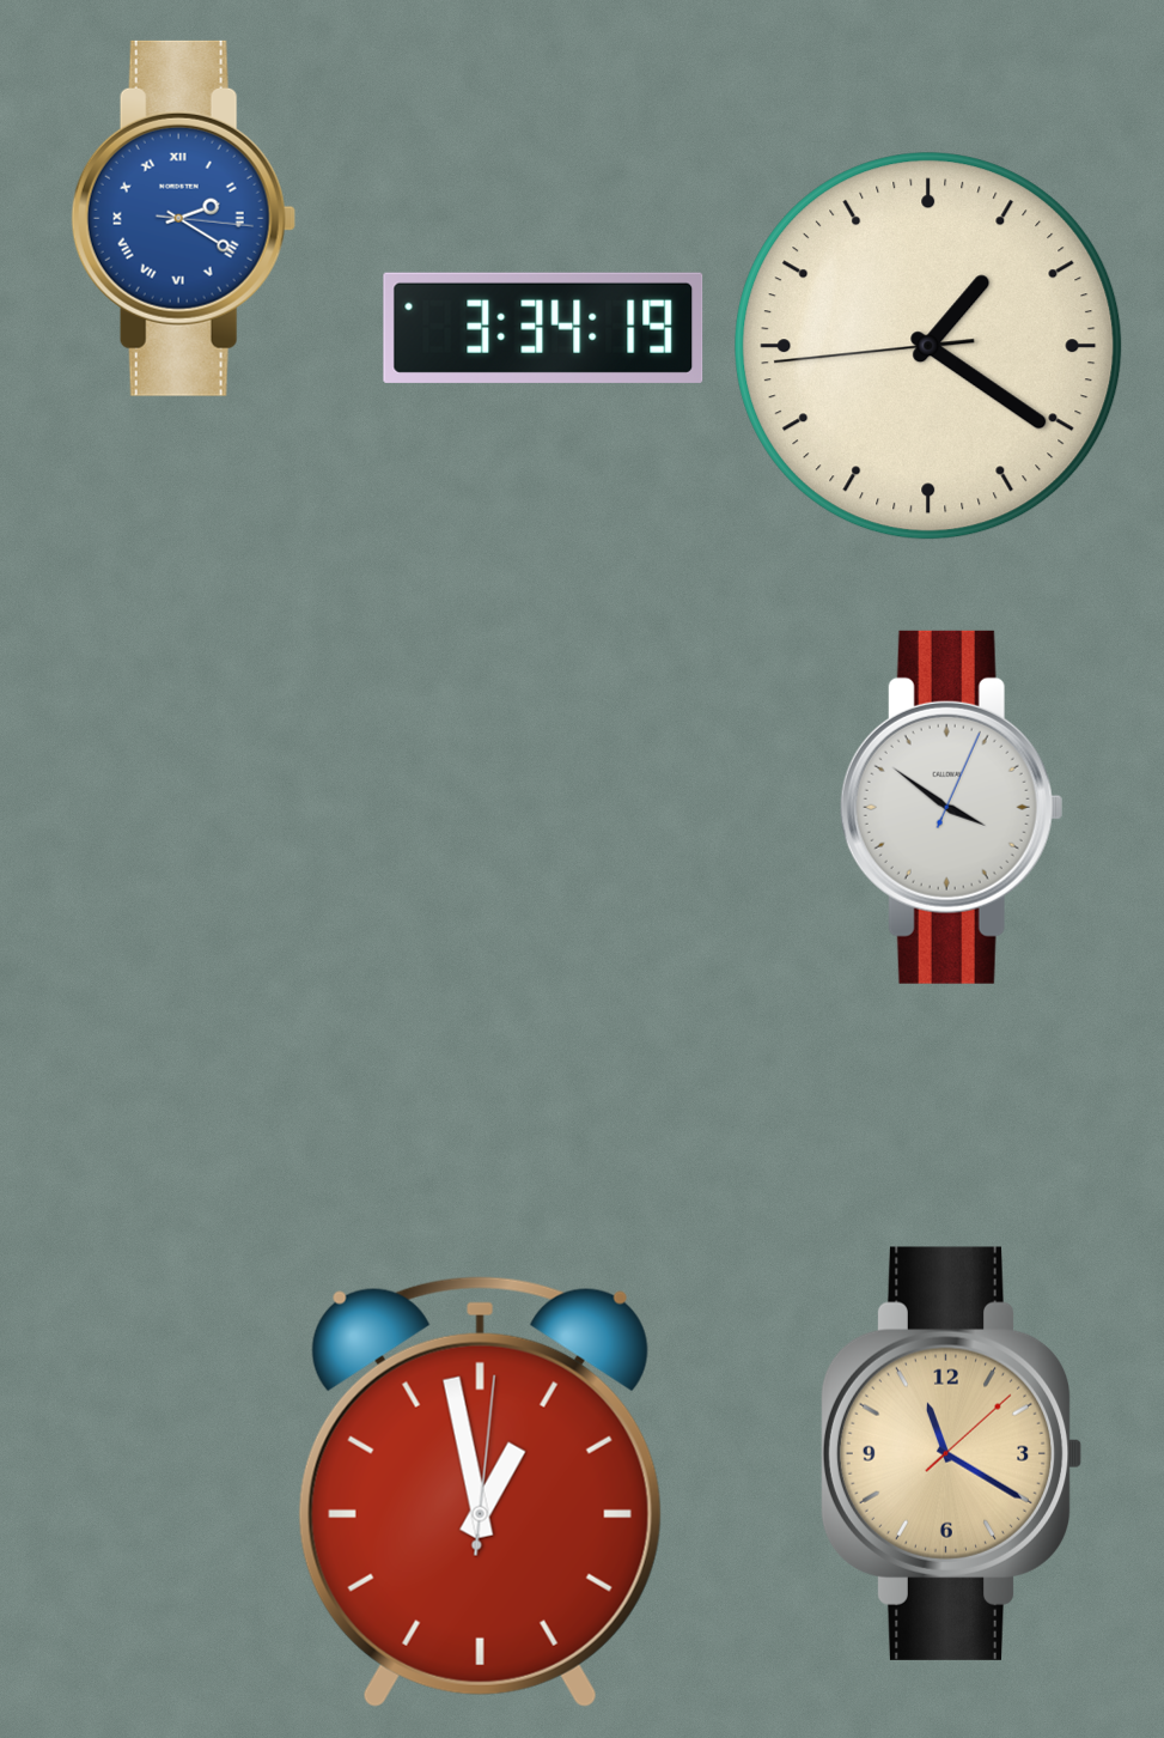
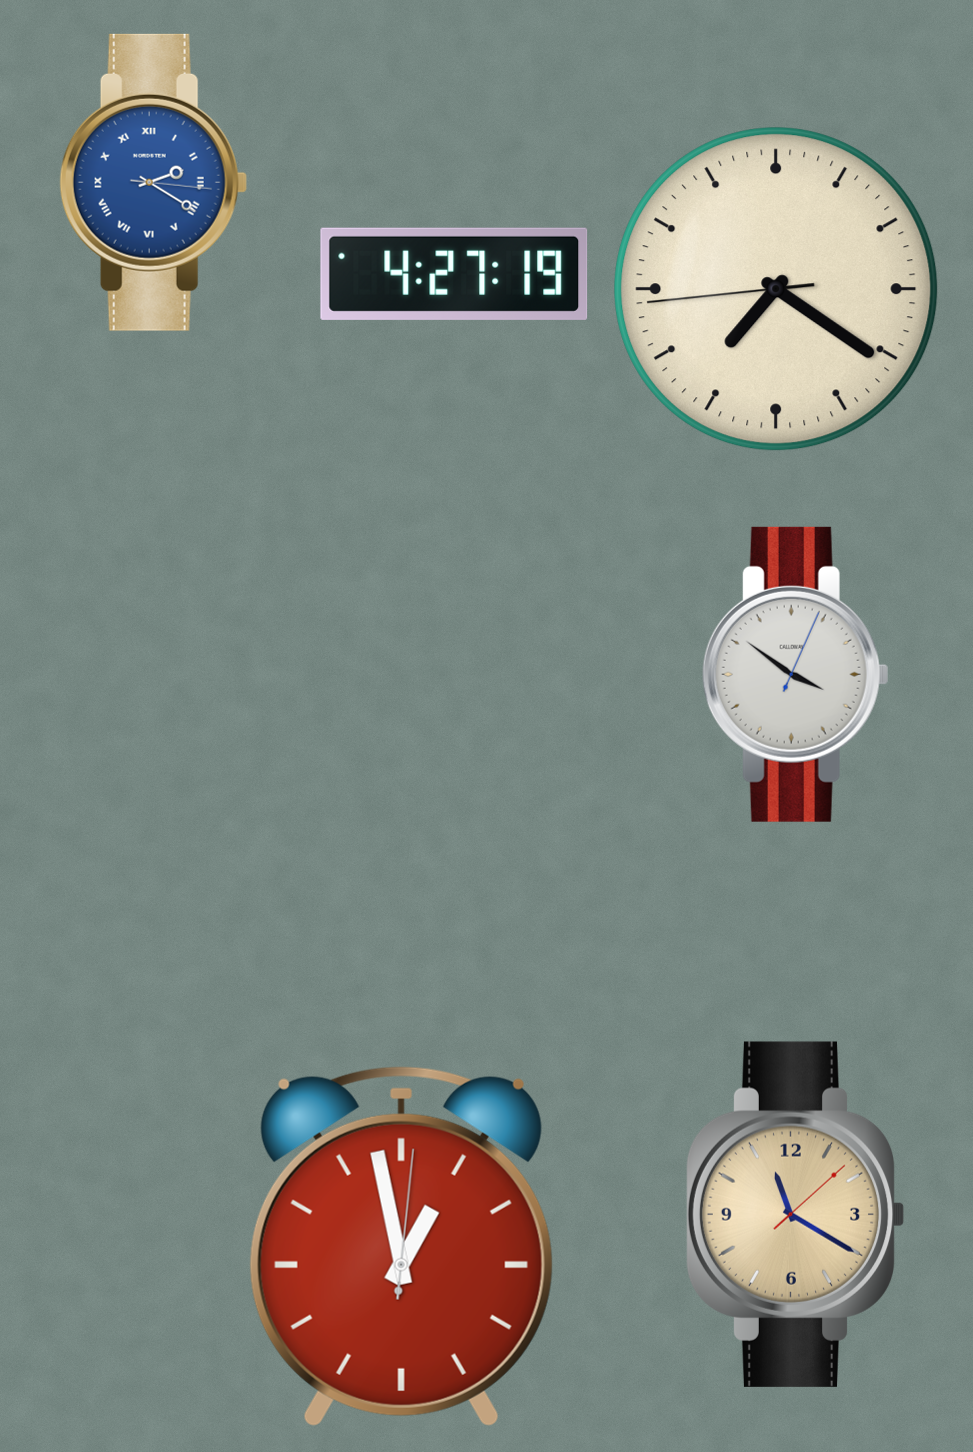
clock at (543, 328): 3:34 -> 4:27
clock at (928, 346): 1:20 -> 7:20
